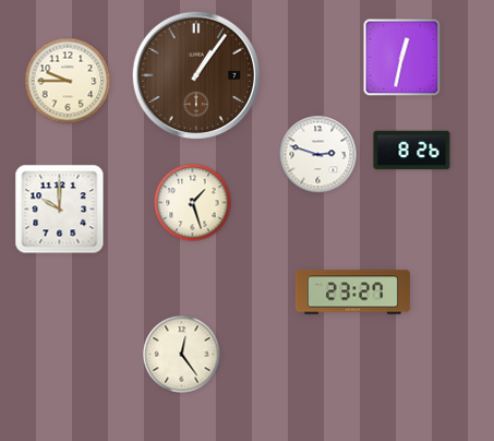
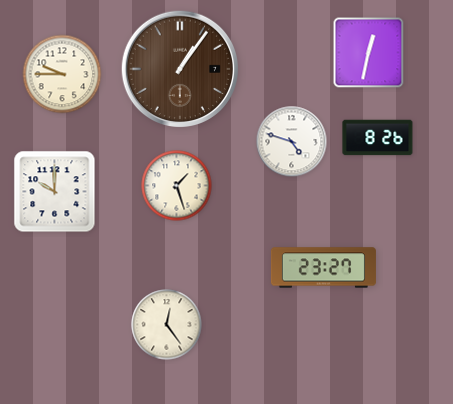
clock at (318, 155): 2:48 -> 4:48
